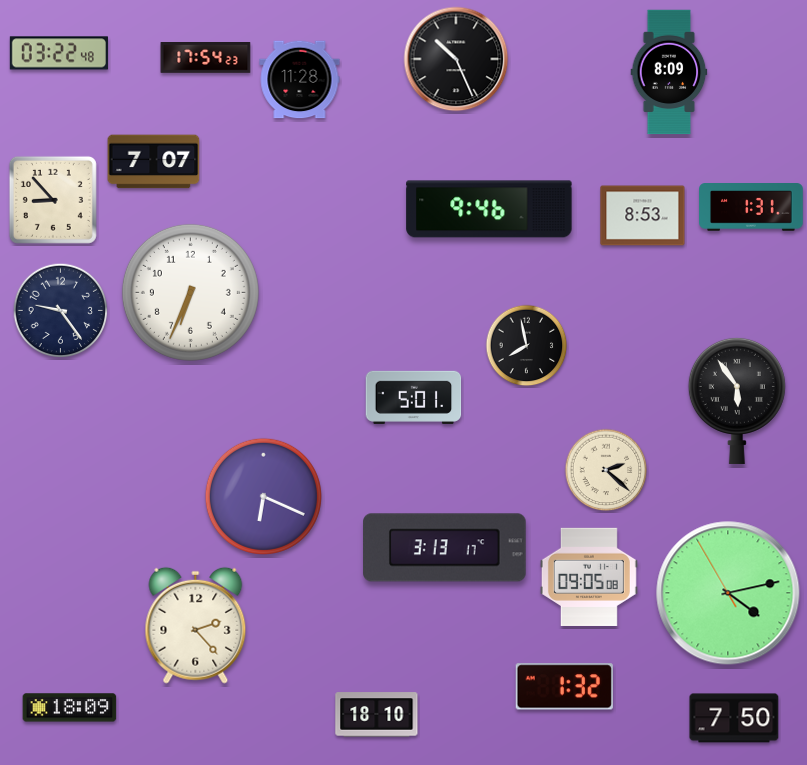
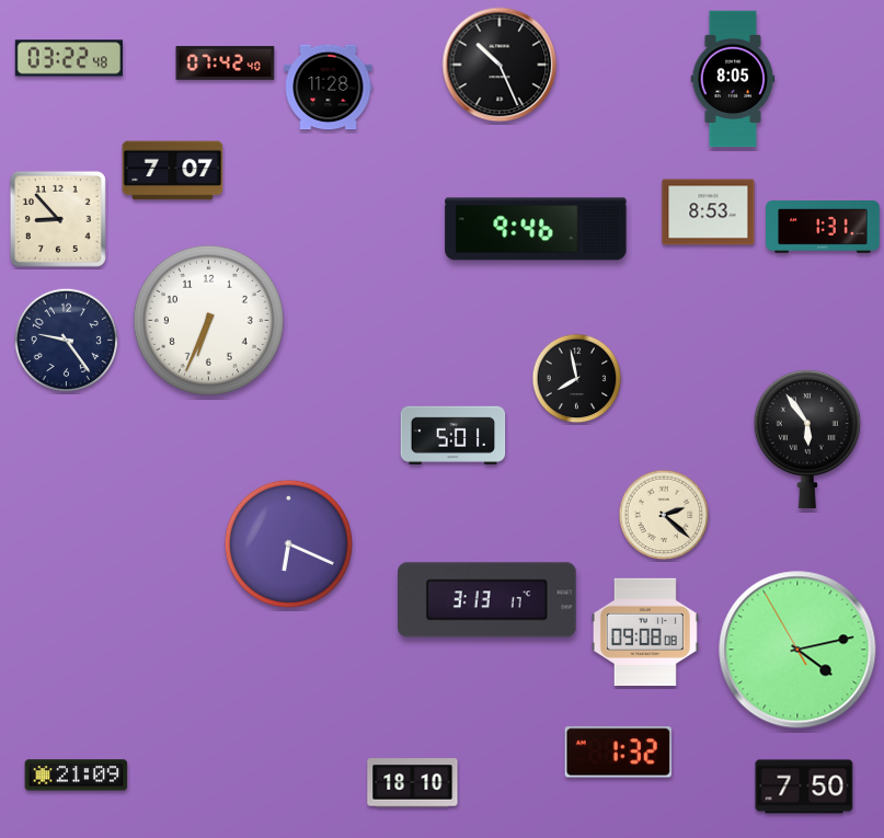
clock at (59, 53) position: (59, 53) -> (69, 58)
clock at (206, 58): 17:54 -> 07:42
clock at (669, 72): 8:09 -> 8:05
clock at (154, 162) position: (154, 162) -> (173, 171)
clock at (643, 216) position: (643, 216) -> (709, 213)
clock at (589, 577): 09:05 -> 09:08
clock at (196, 625): 2:23 -> none
clock at (70, 708): 18:09 -> 21:09
